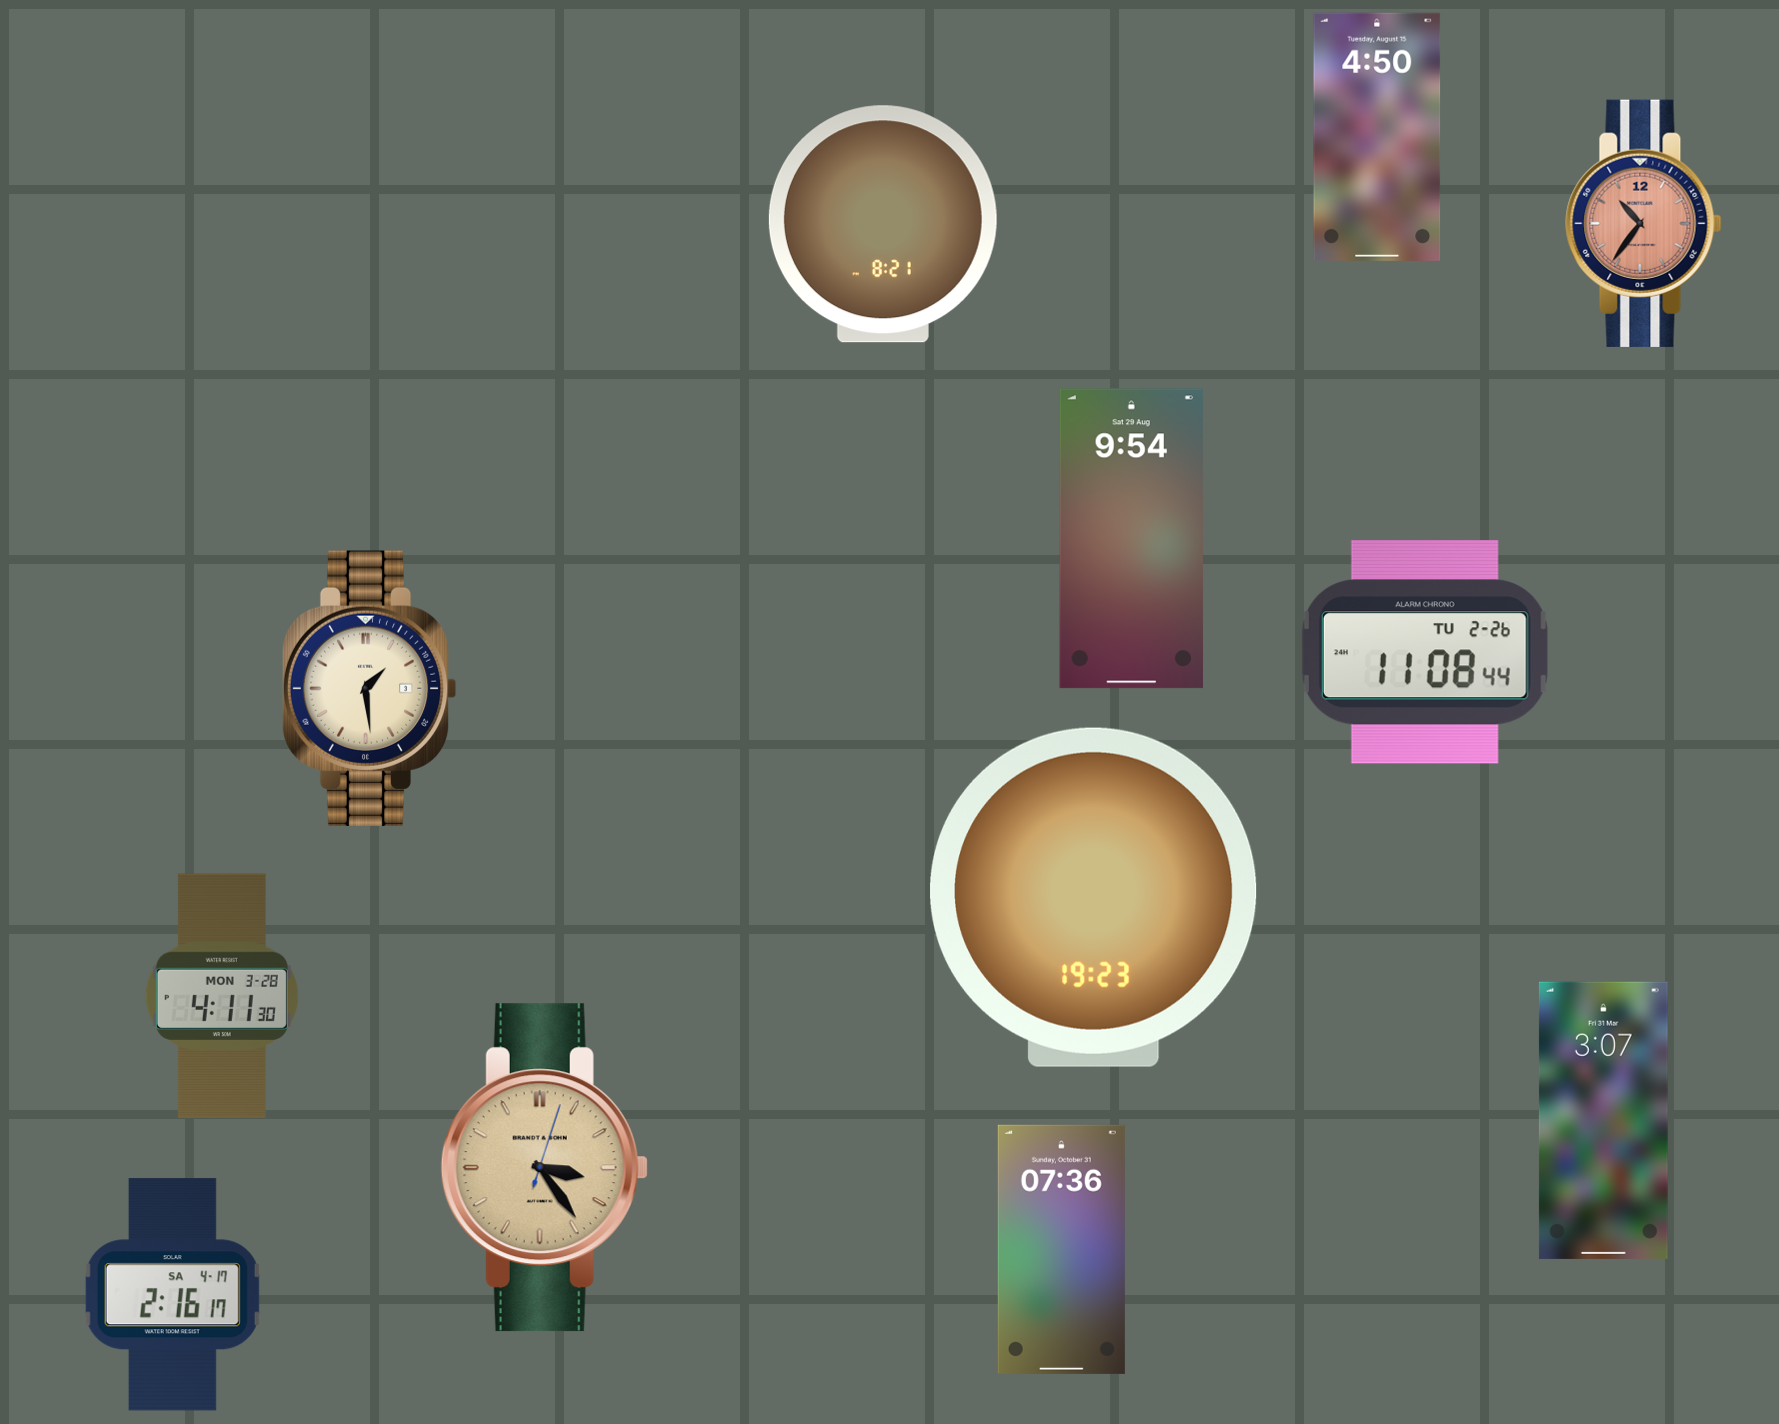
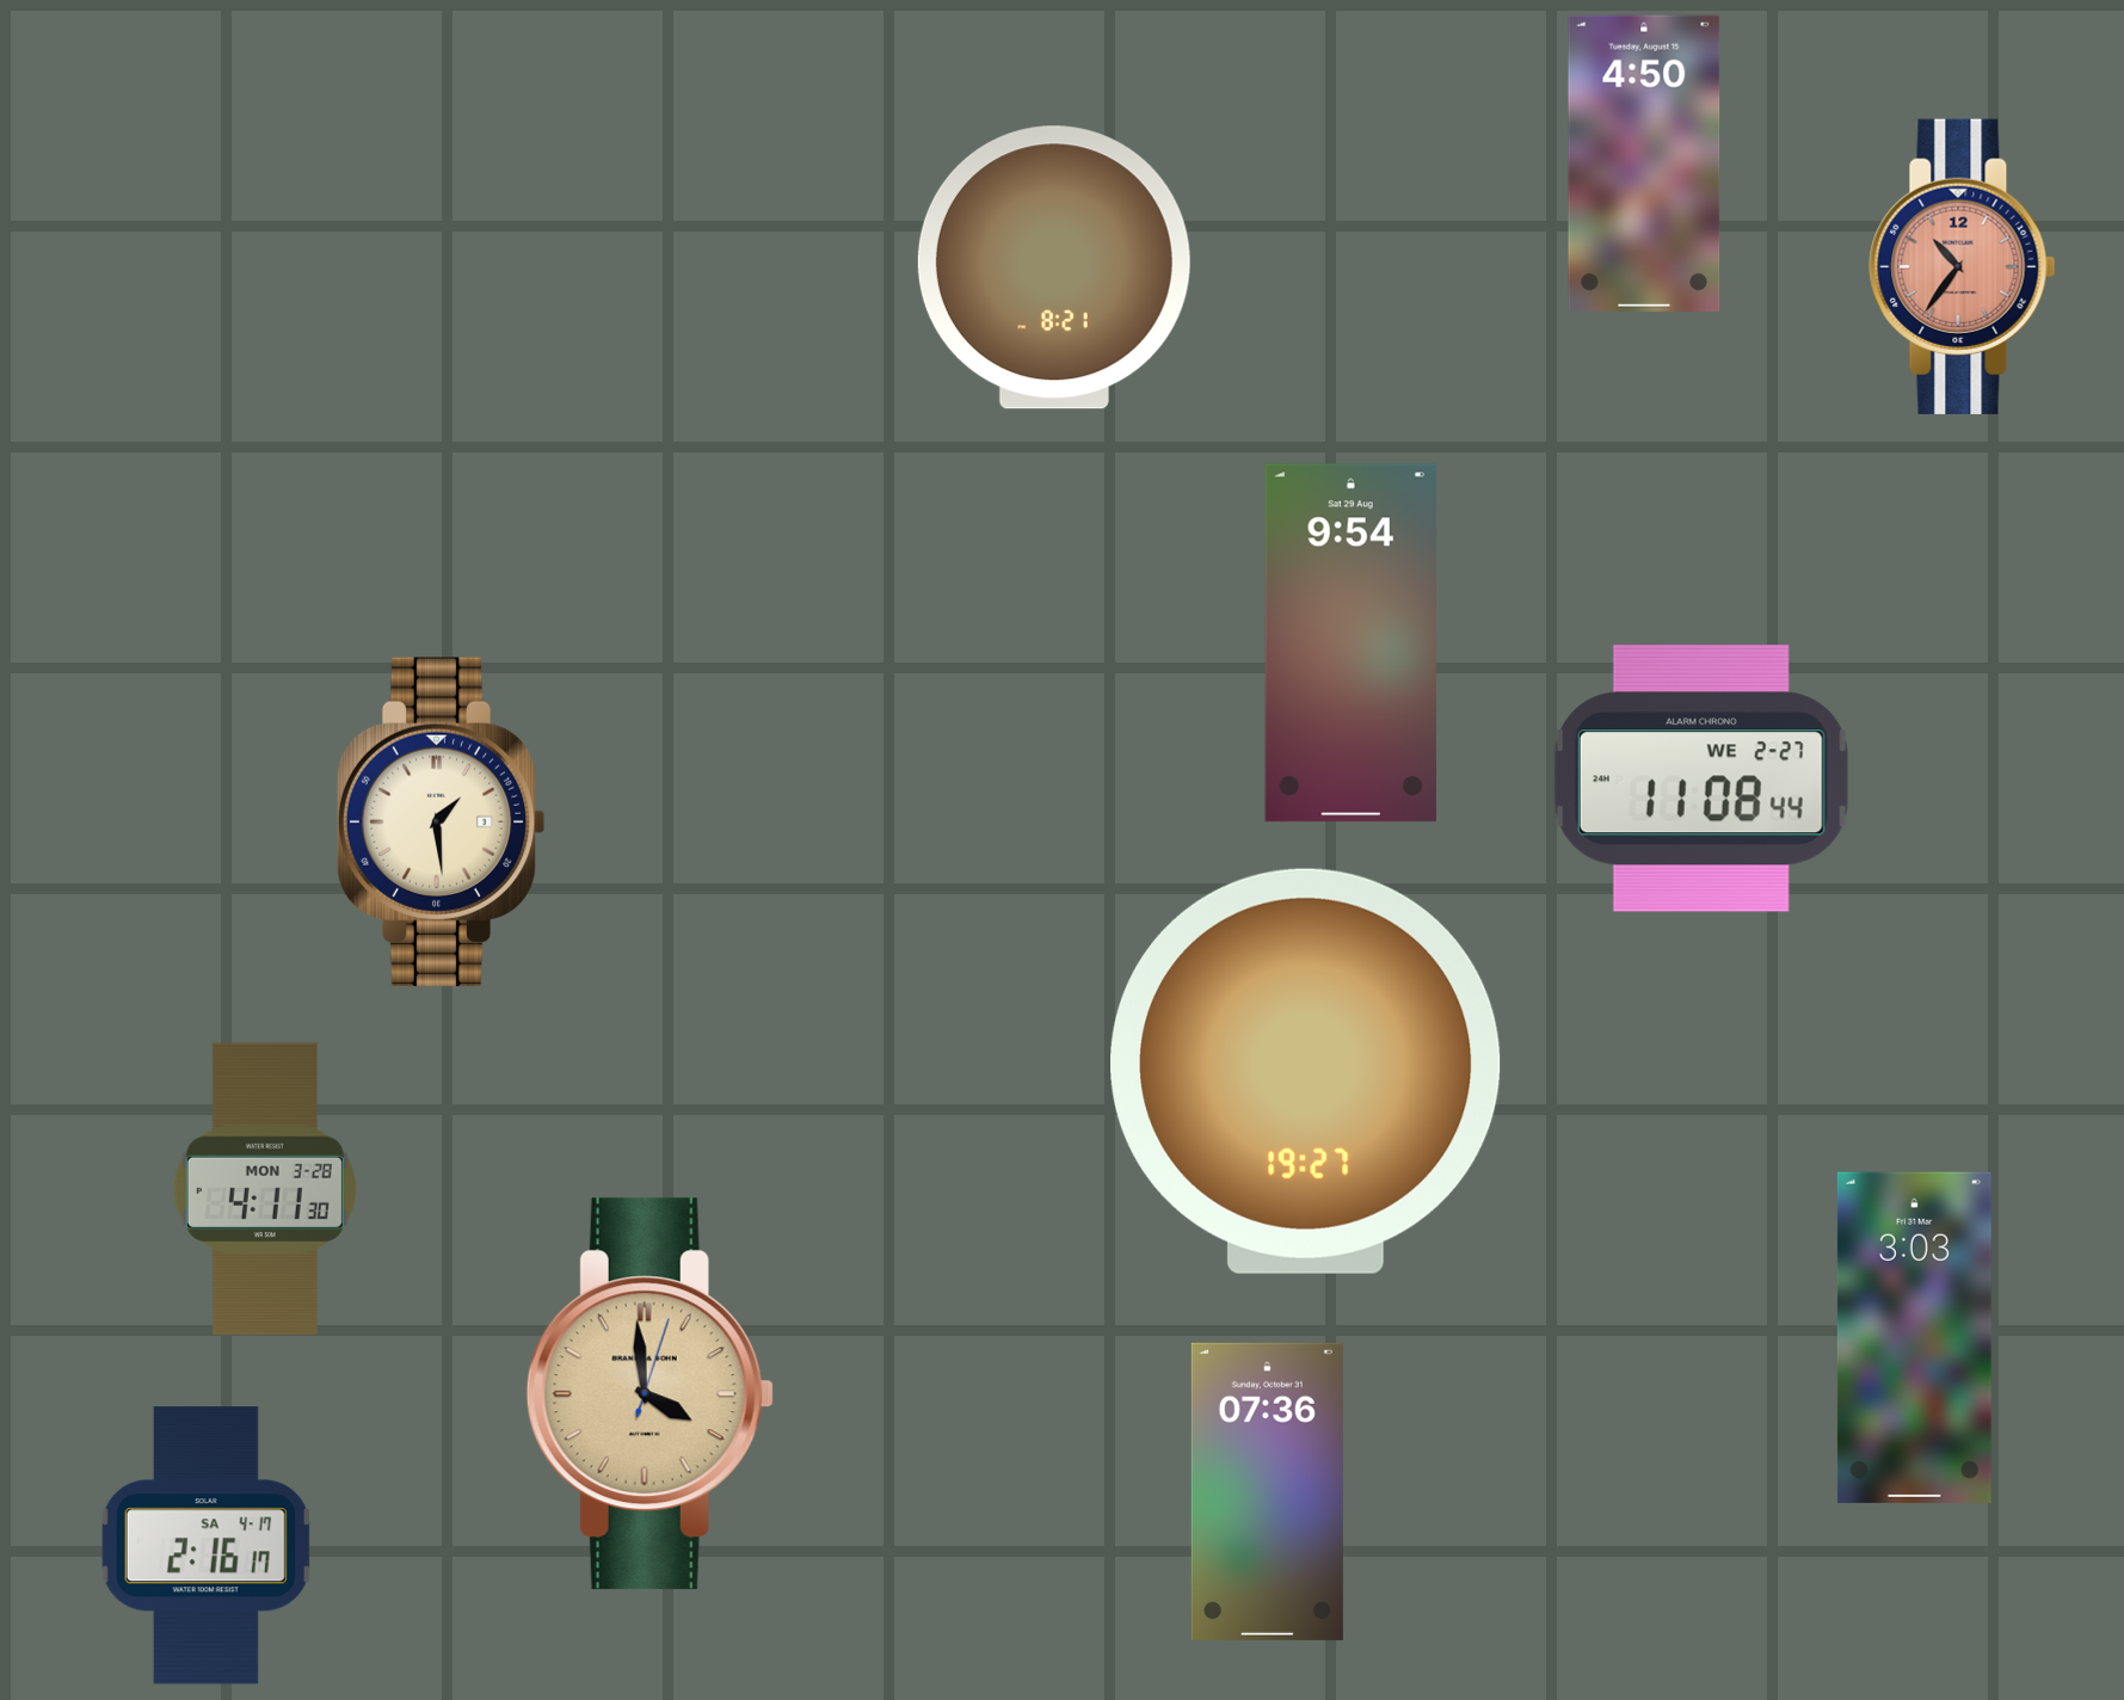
clock at (1425, 652) date: TU 2-26 -> WE 2-27
clock at (1094, 897): 19:23 -> 19:27
clock at (1603, 1120): 3:07 -> 3:03
clock at (544, 1168): 3:24 -> 3:59
